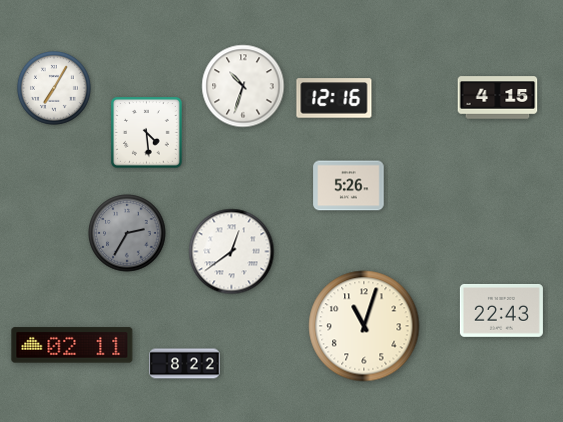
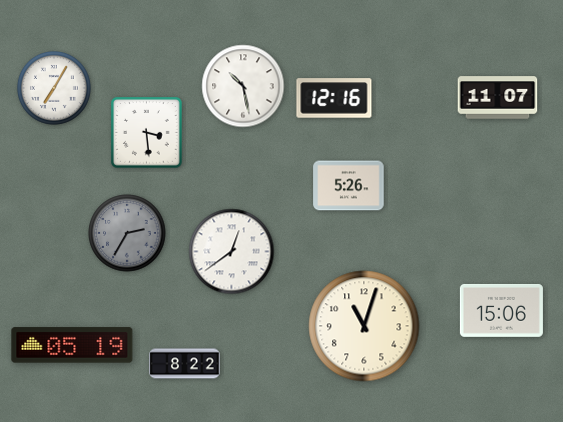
clock at (243, 86): 10:33 -> 10:28
clock at (498, 98): 4:15 -> 11:07
clock at (147, 133): 4:29 -> 3:29
clock at (501, 310): 22:43 -> 15:06
clock at (72, 345): 02:11 -> 05:19
